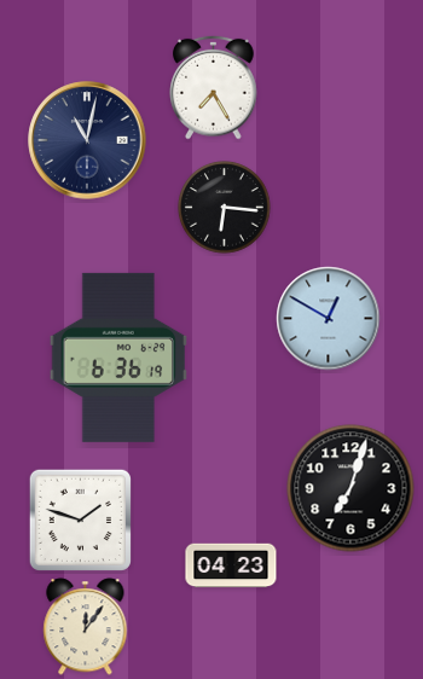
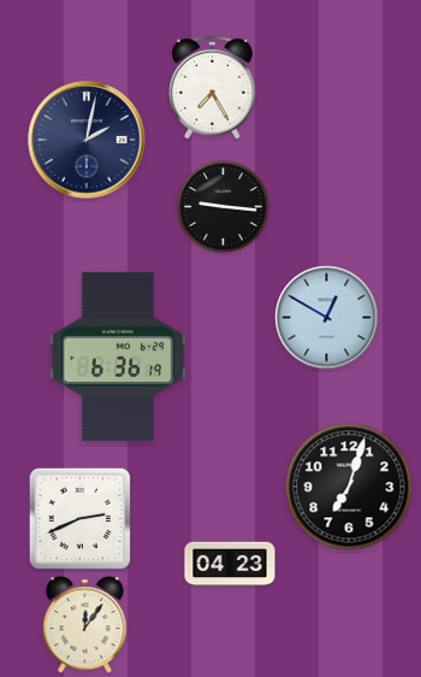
clock at (87, 140): 11:02 -> 2:02
clock at (225, 208): 6:16 -> 9:16
clock at (80, 520): 1:48 -> 2:41
